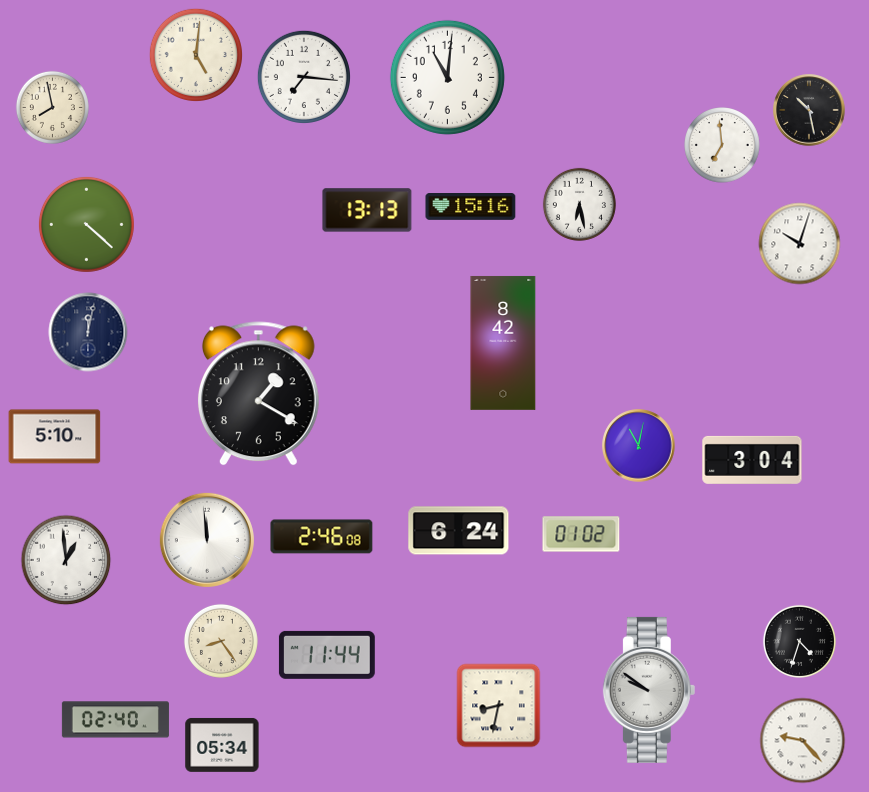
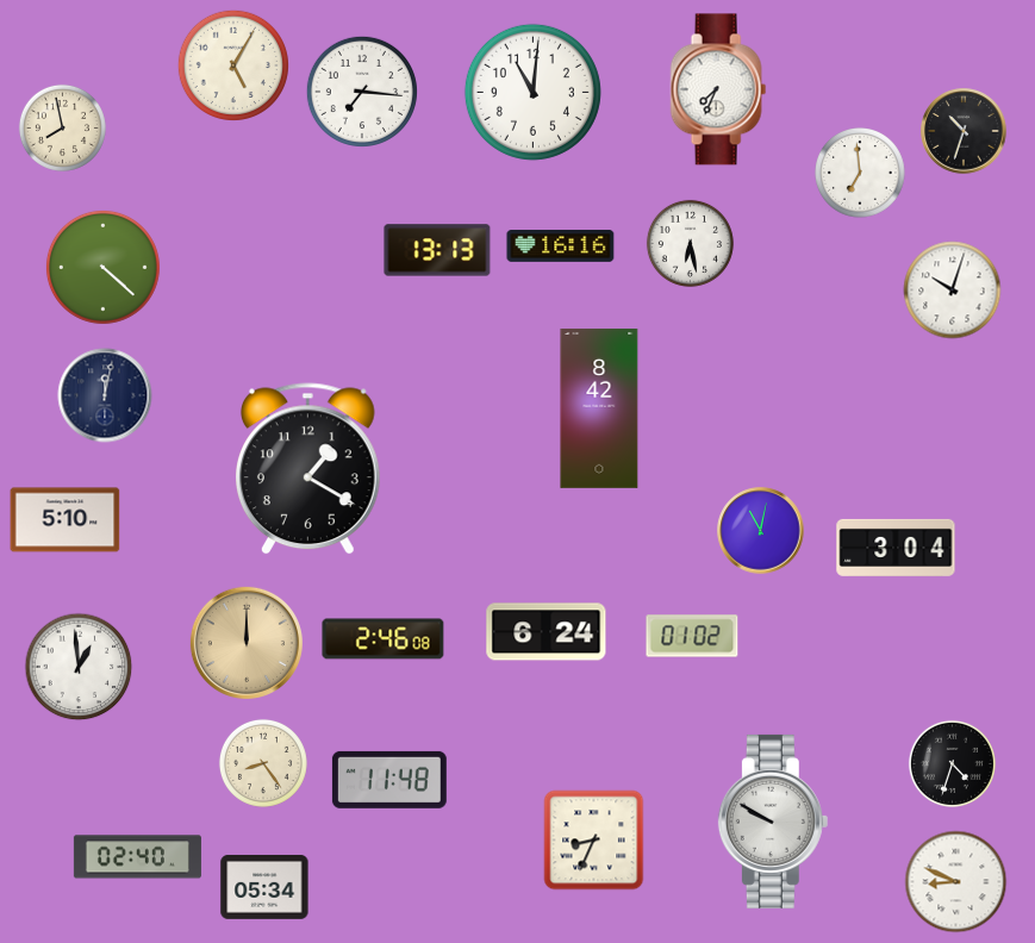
clock at (196, 55): 5:01 -> 5:05
clock at (718, 89): none -> 7:34
clock at (809, 110): 10:28 -> 10:33
clock at (471, 207): 15:16 -> 16:16
clock at (207, 540): 11:59 -> 12:00
clock at (207, 540) dial: white -> champagne
clock at (327, 655): 11:44 -> 11:48
clock at (649, 690): 9:51 -> 9:50
clock at (499, 706): 8:32 -> 8:34
clock at (803, 741): 9:23 -> 8:49
